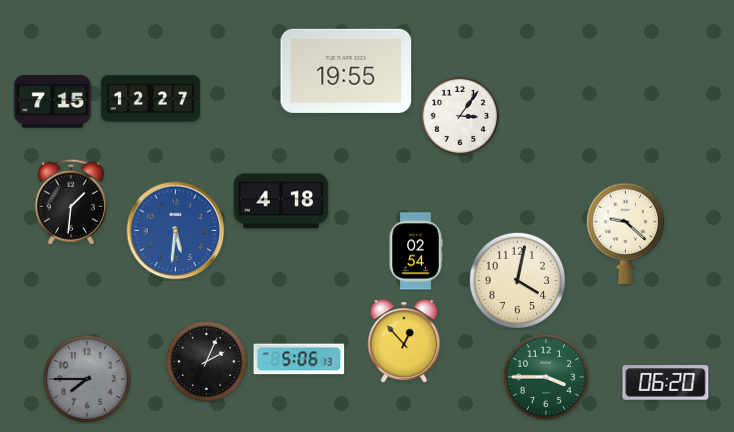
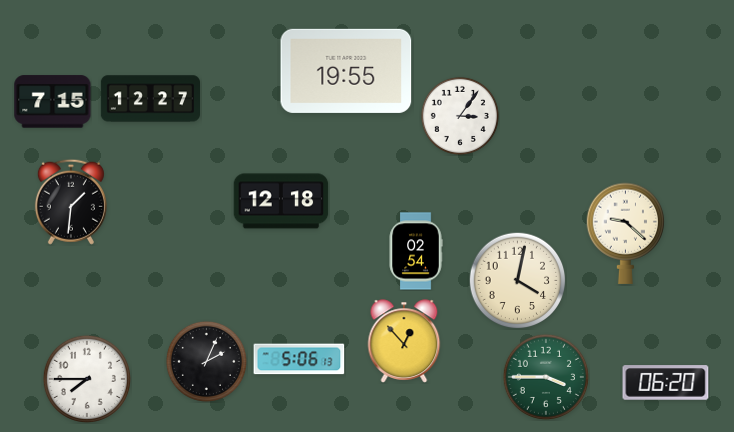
clock at (281, 201): 4:18 -> 12:18
clock at (176, 231): 5:31 -> none
clock at (87, 379) dial: grey -> white
